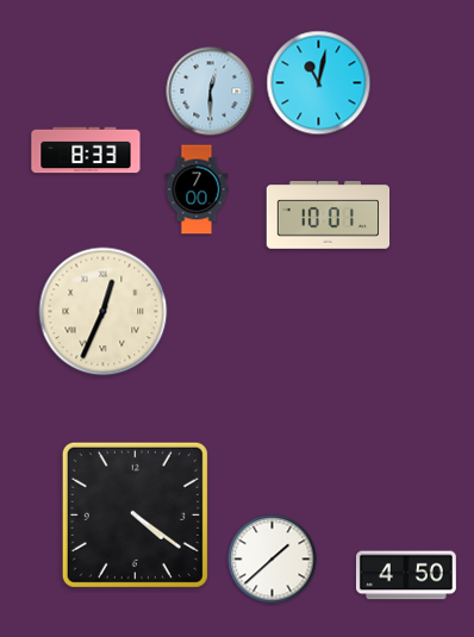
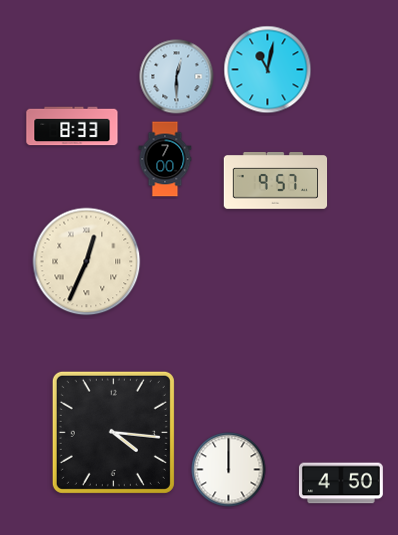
clock at (329, 216): 10:01 -> 9:57
clock at (135, 514): 4:21 -> 4:16
clock at (273, 560): 1:38 -> 12:00
